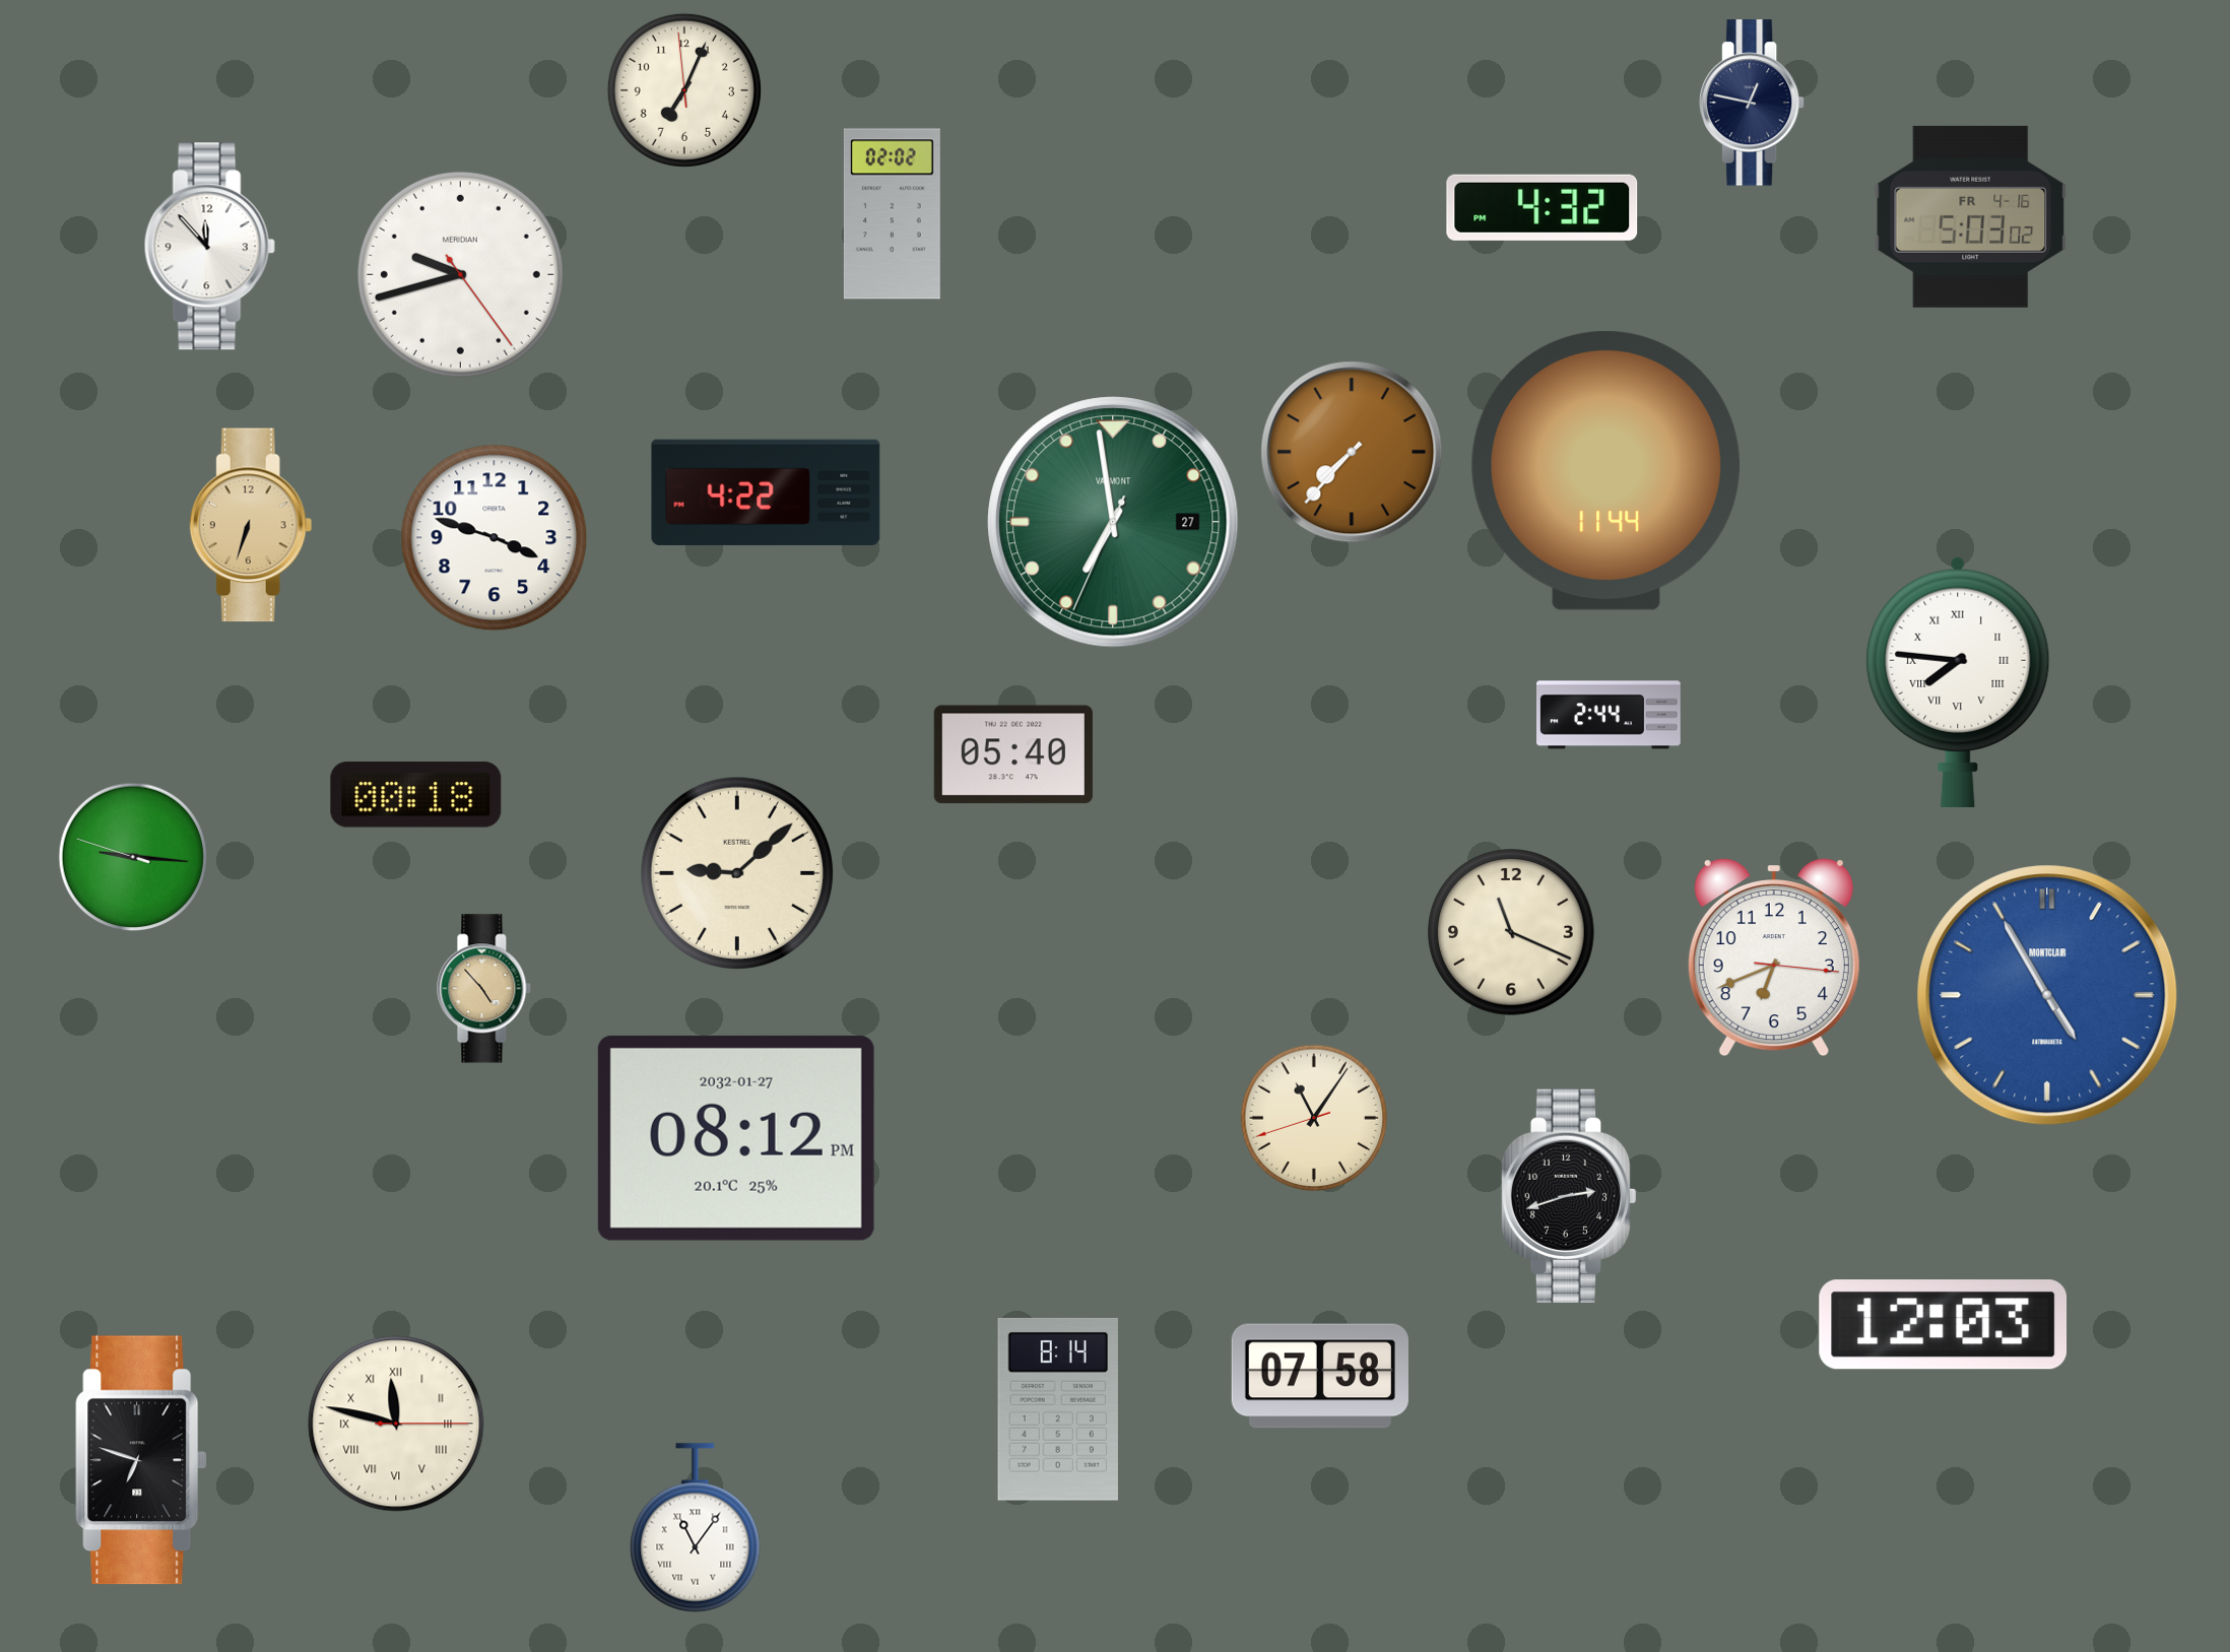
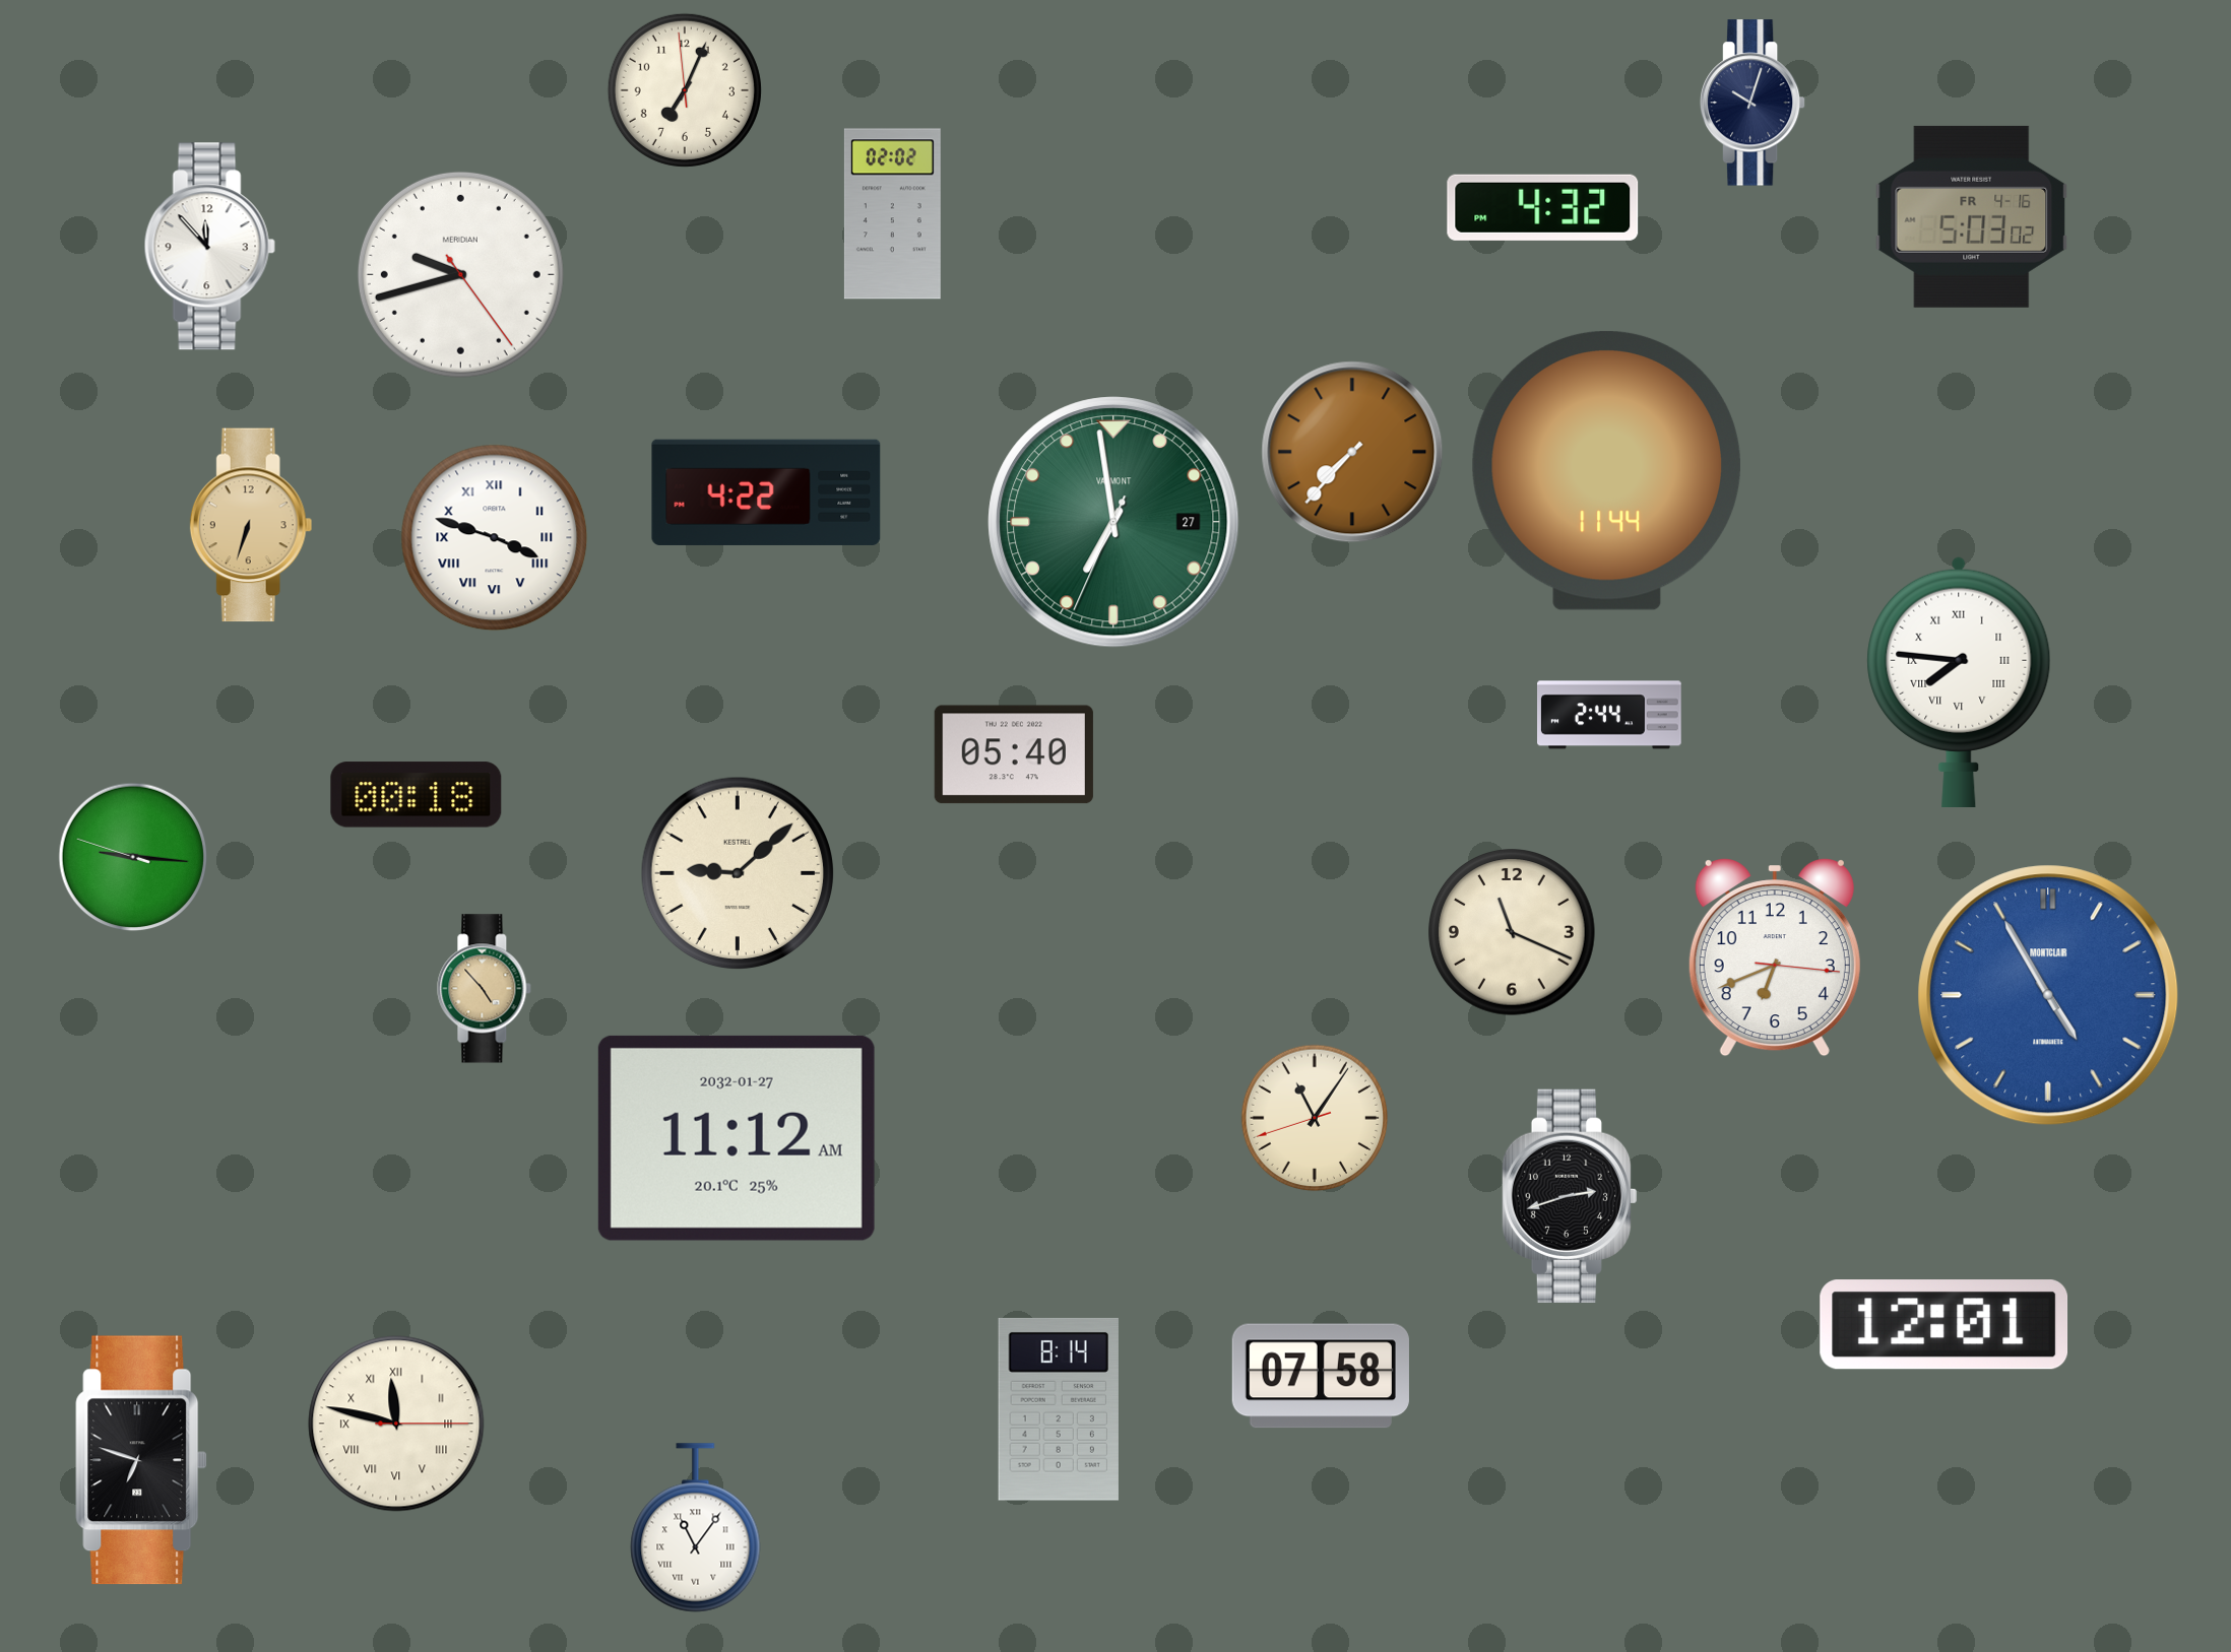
clock at (1752, 103): 12:47 -> 10:03
clock at (495, 538) numerals: Arabic -> Roman
clock at (736, 1138): 08:12 -> 11:12
clock at (1944, 1325): 12:03 -> 12:01
